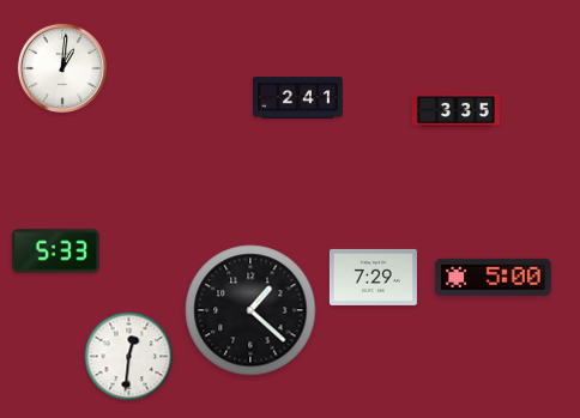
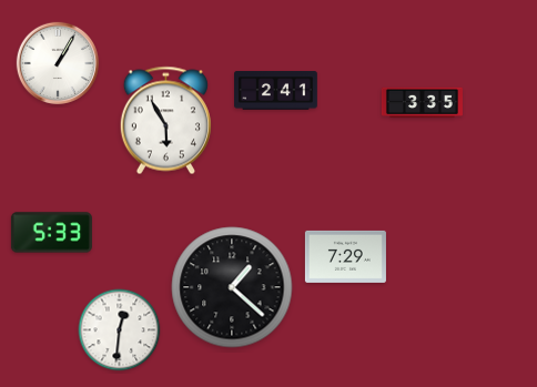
clock at (61, 67): 1:01 -> 1:05
clock at (165, 121): none -> 5:55
clock at (494, 277): 5:00 -> none
